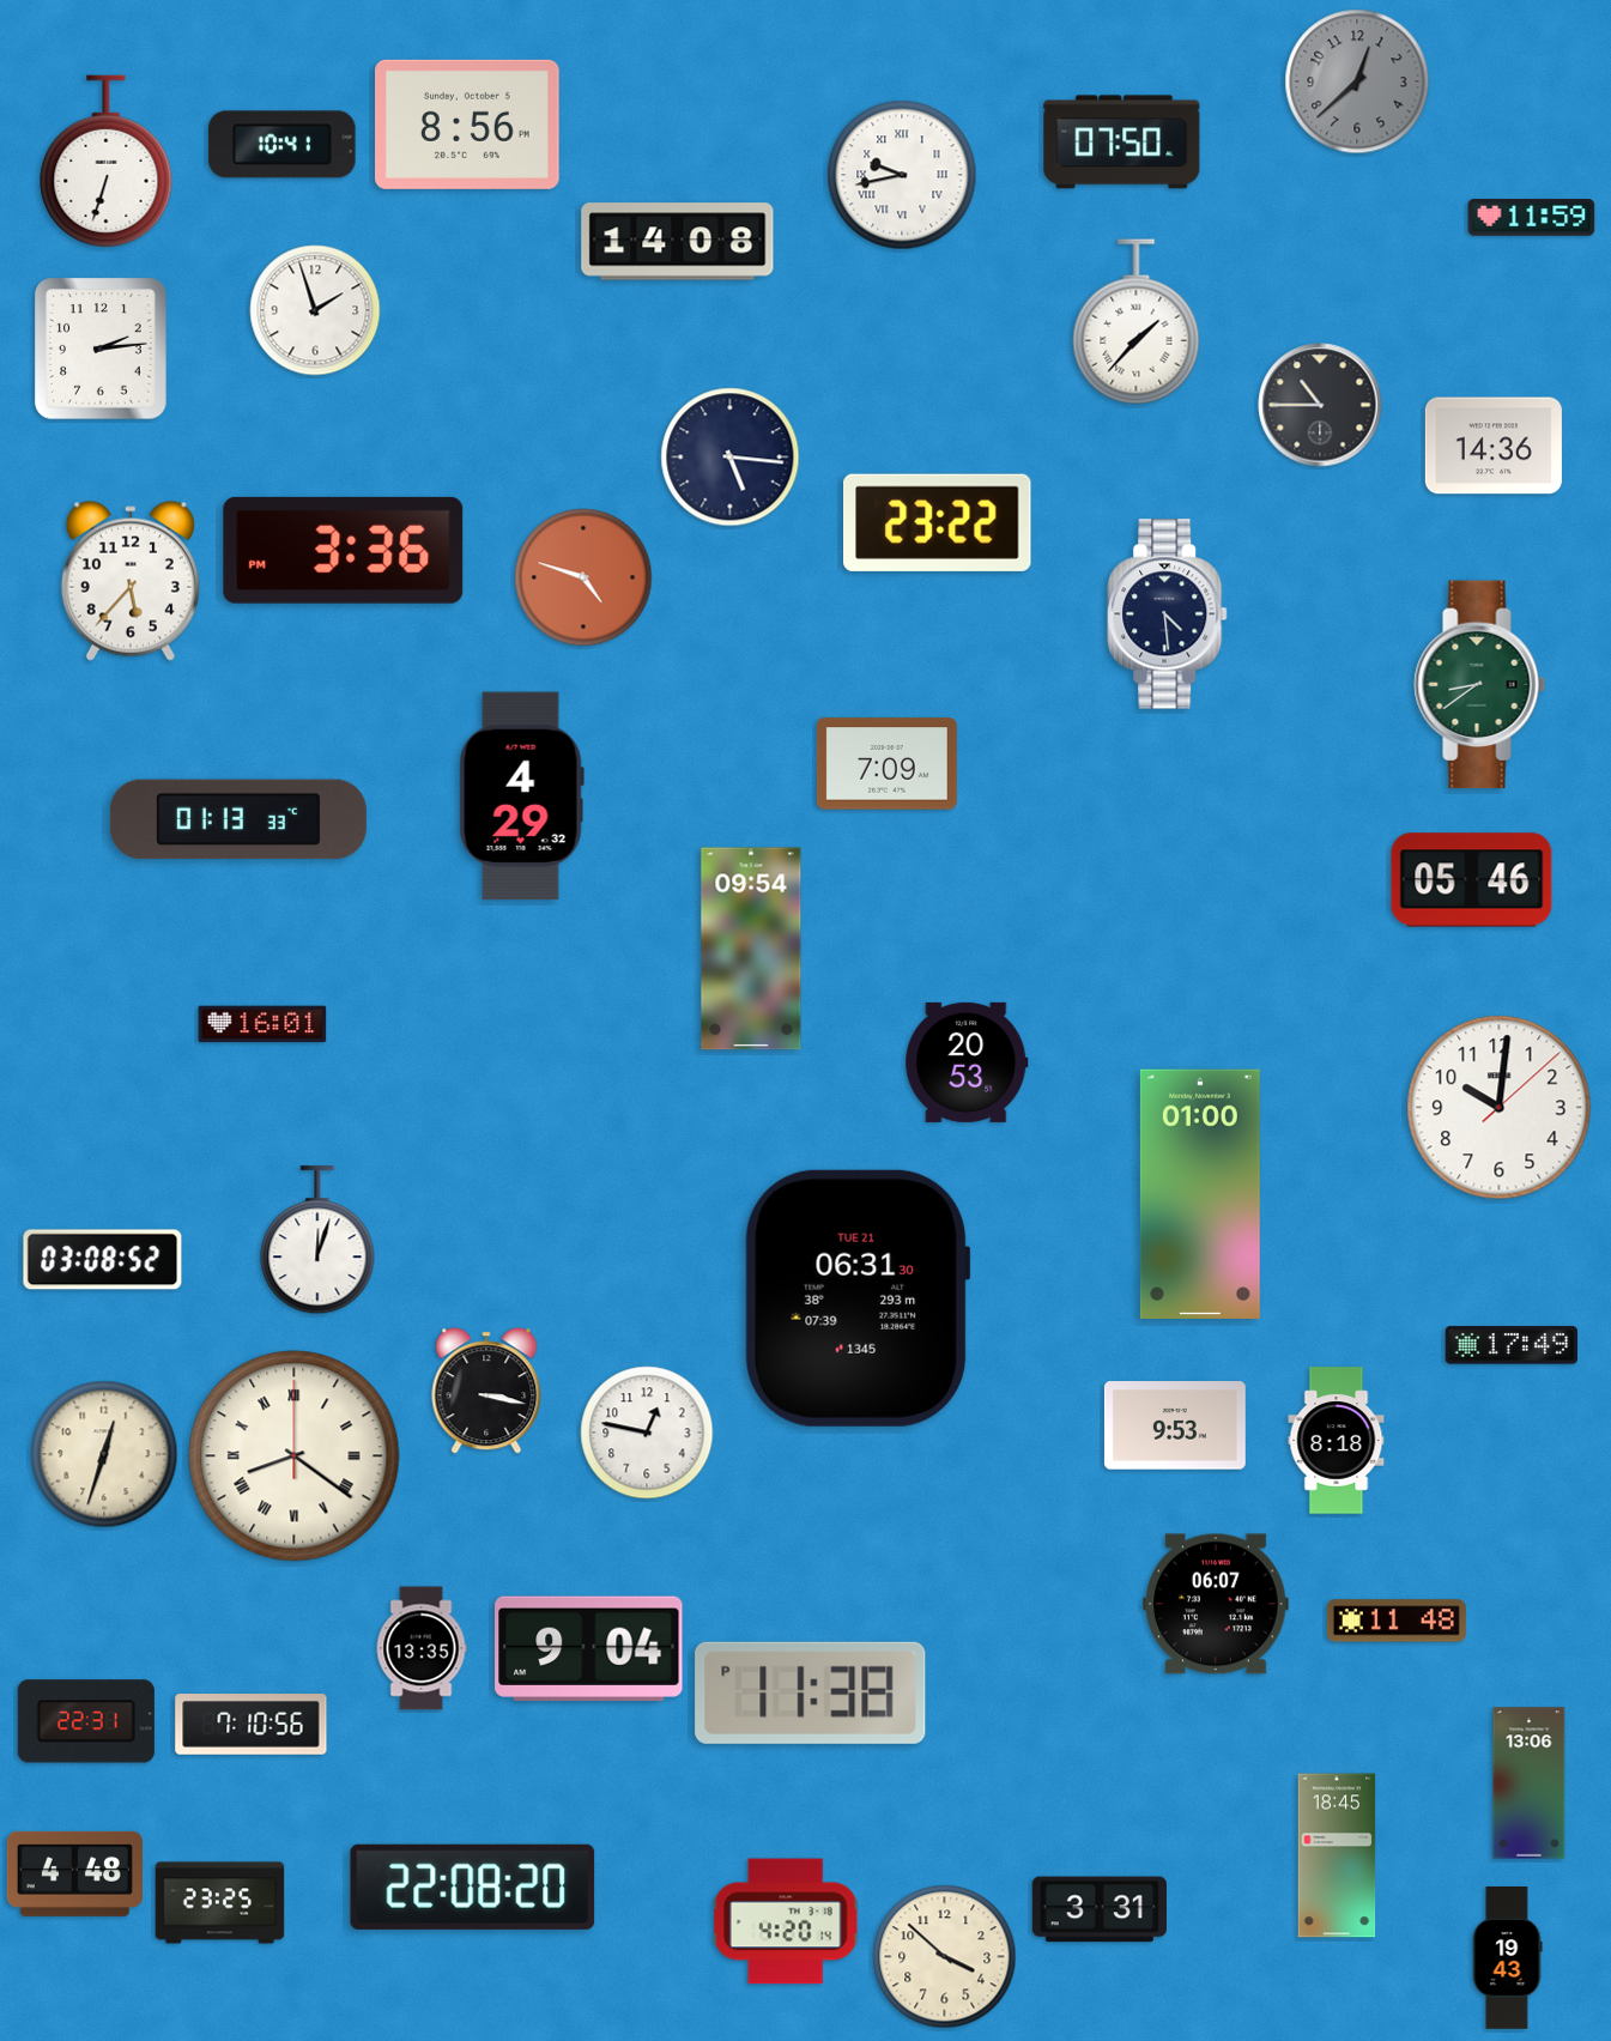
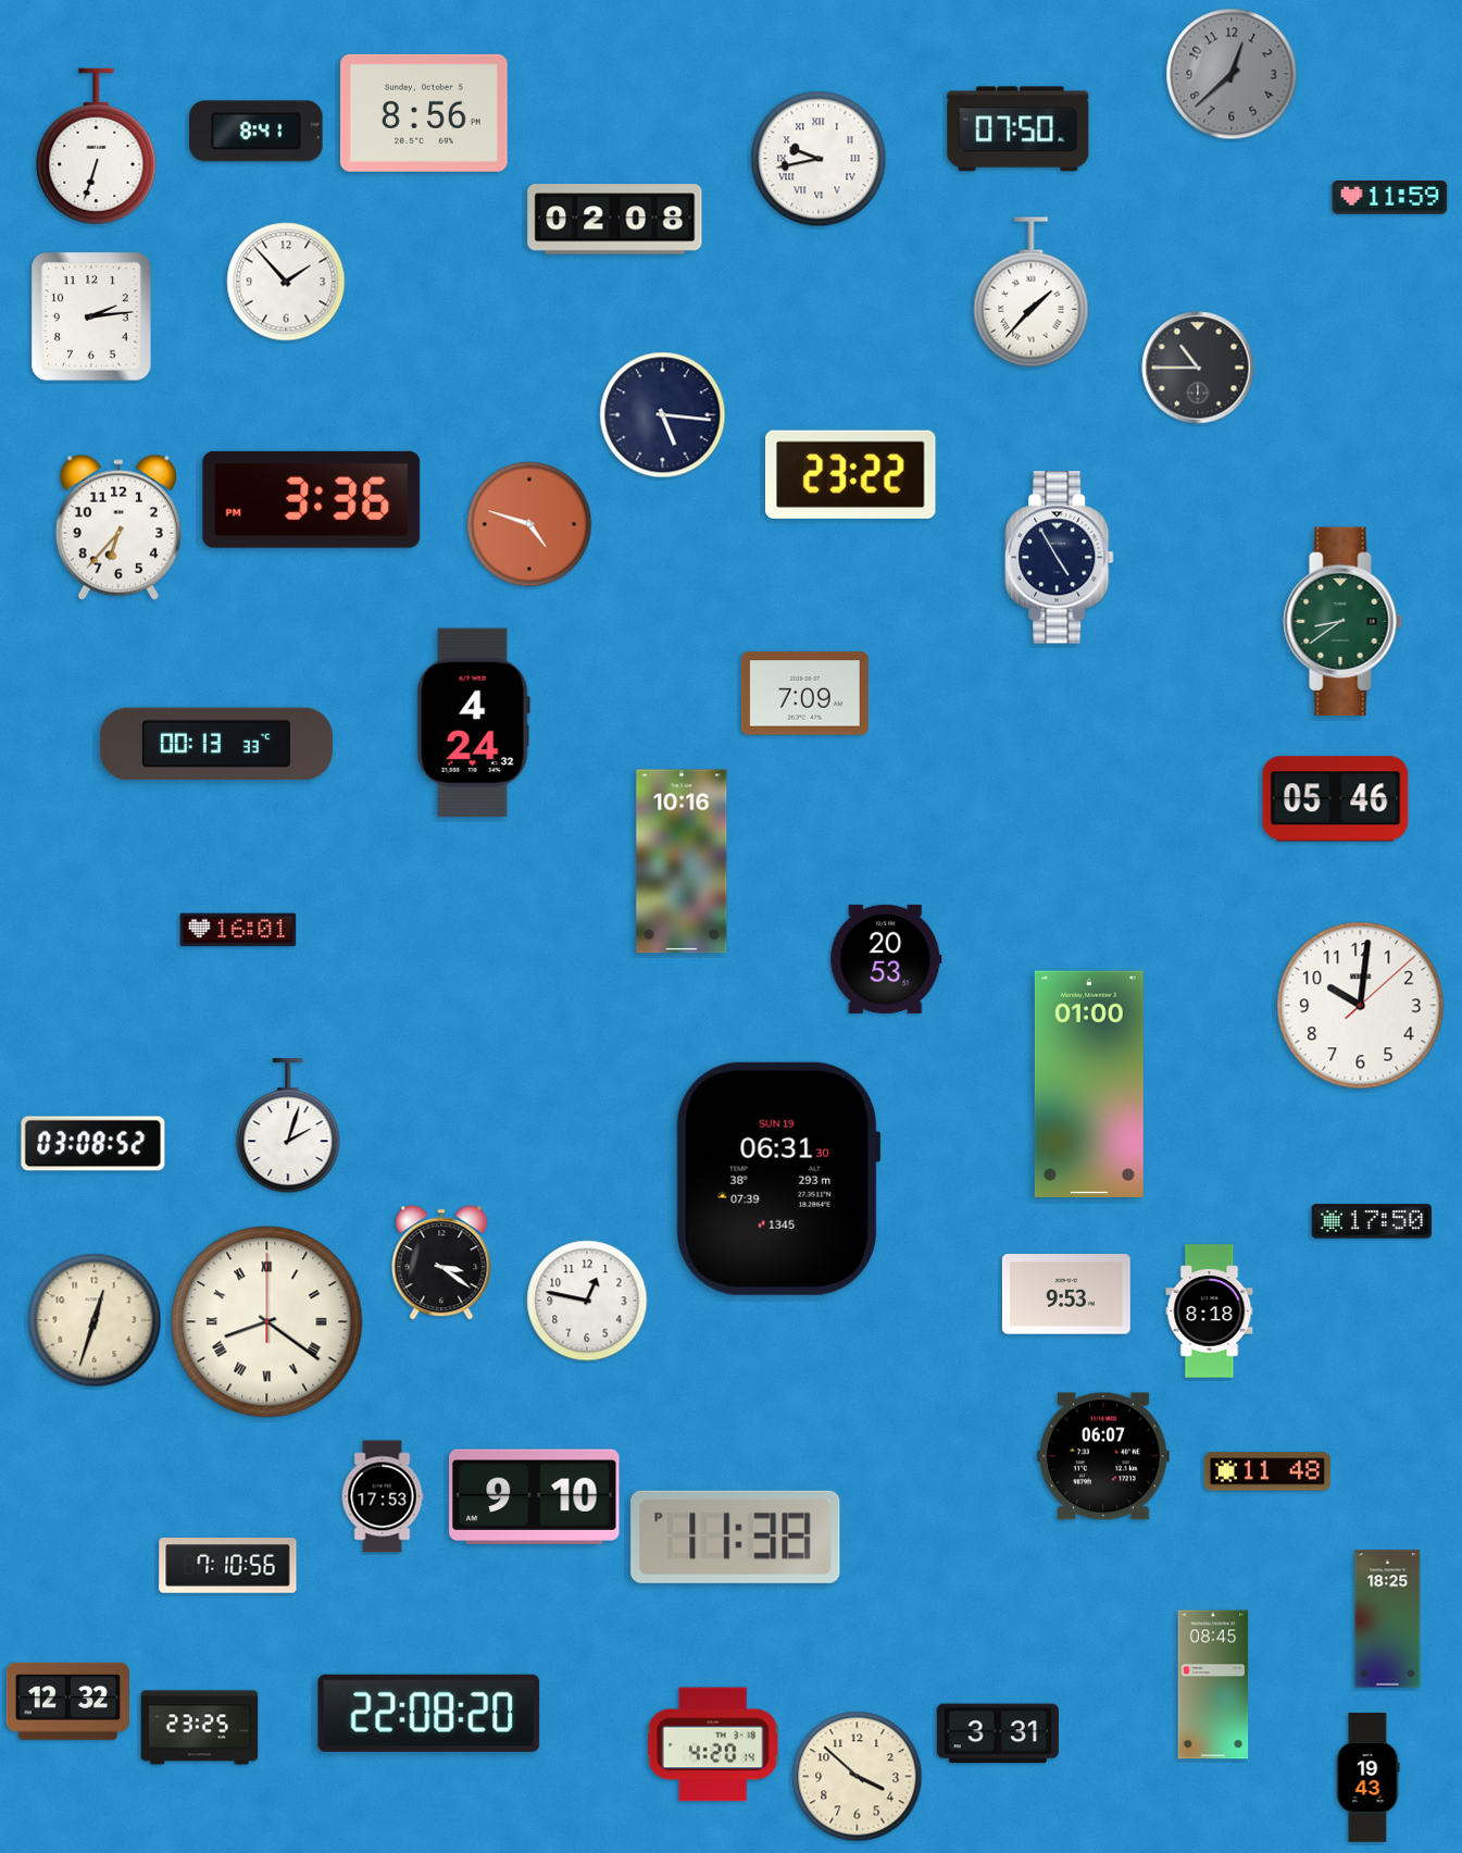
clock at (283, 145): 10:41 -> 8:41
clock at (678, 242): 14:08 -> 02:08
clock at (315, 310): 1:57 -> 1:53
clock at (1494, 446): 14:36 -> none
clock at (131, 581): 5:37 -> 6:37
clock at (1168, 614): 4:29 -> 4:55
clock at (521, 797): 4:29 -> 4:24
clock at (238, 819): 01:13 -> 00:13
clock at (751, 949): 09:54 -> 10:16
clock at (967, 1062) position: (967, 1062) -> (886, 959)
clock at (317, 1241): 12:03 -> 2:03
clock at (858, 1298) date: TUE 21 -> SUN 19
clock at (1510, 1345): 17:49 -> 17:50
clock at (486, 1391): 3:17 -> 3:21
clock at (1337, 1441) position: (1337, 1441) -> (1210, 1311)
clock at (422, 1648): 13:35 -> 17:53
clock at (589, 1648): 9:04 -> 9:10
clock at (86, 1721): 22:31 -> none
clock at (1530, 1783): 13:06 -> 18:25
clock at (1337, 1855): 18:45 -> 08:45
clock at (74, 1873): 4:48 -> 12:32
